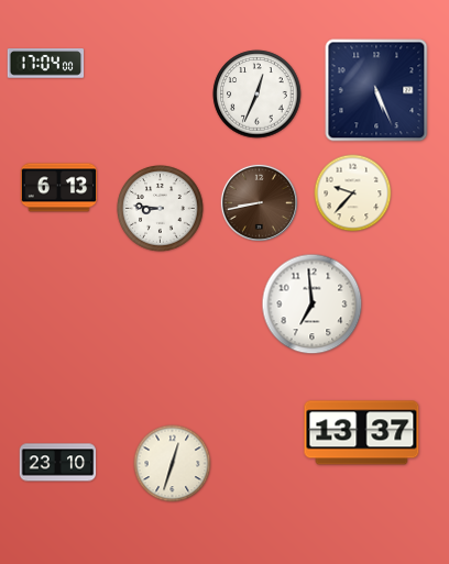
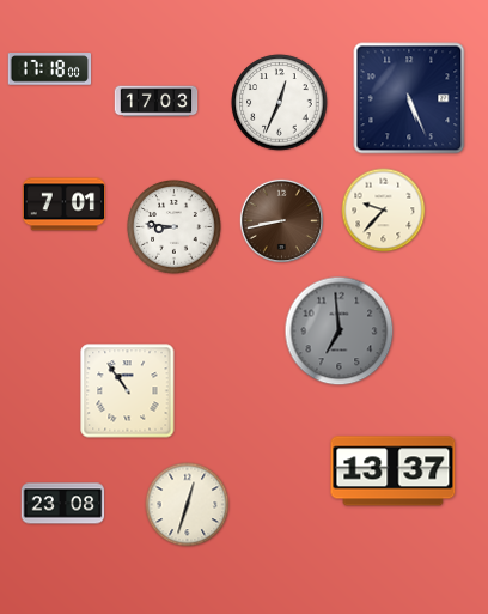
clock at (46, 64): 17:04 -> 17:18
clock at (157, 102): none -> 17:03
clock at (59, 188): 6:13 -> 7:01
clock at (313, 305) dial: white -> grey
clock at (128, 391): none -> 10:54
clock at (58, 463): 23:10 -> 23:08
